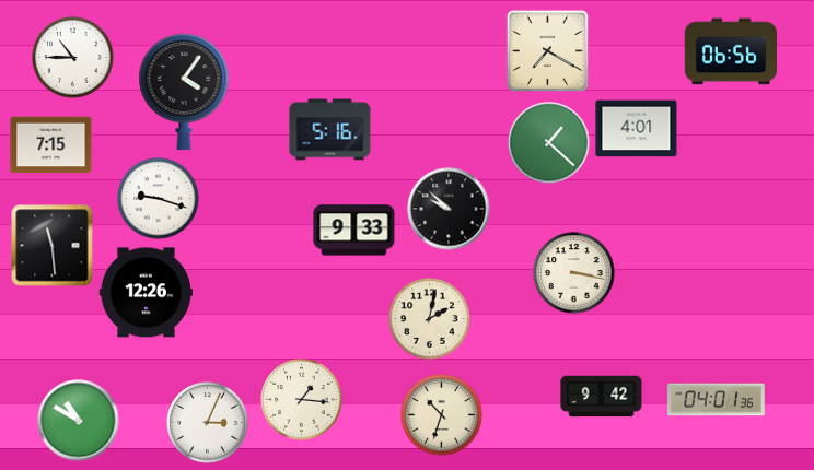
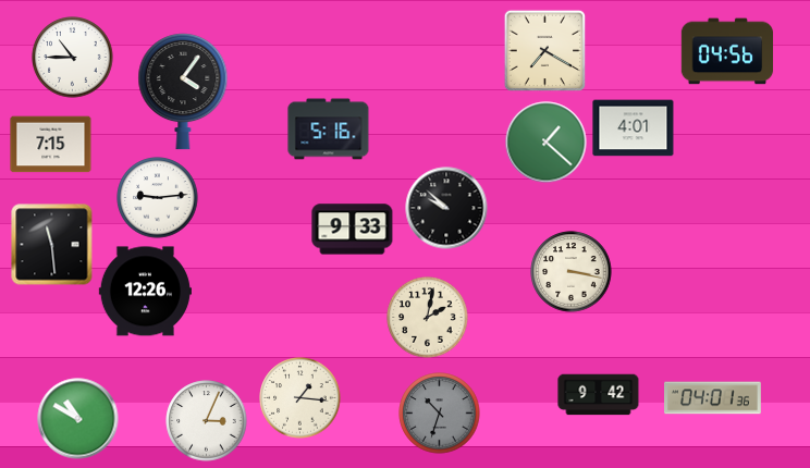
clock at (731, 51): 06:56 -> 04:56
clock at (159, 199): 9:18 -> 9:14
clock at (442, 415) dial: cream -> grey
